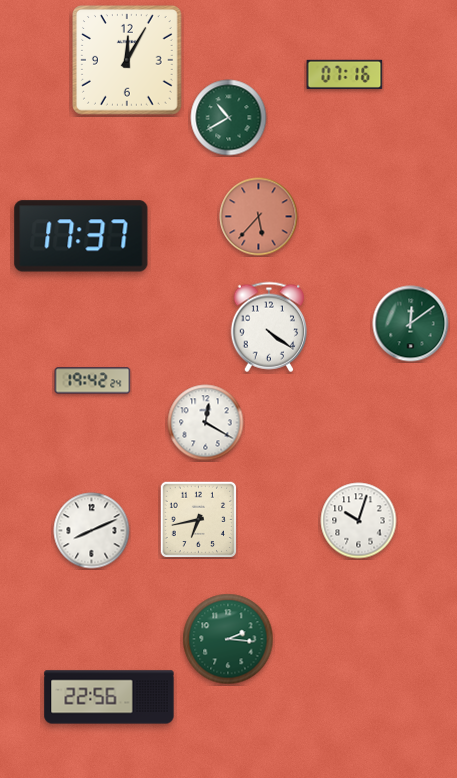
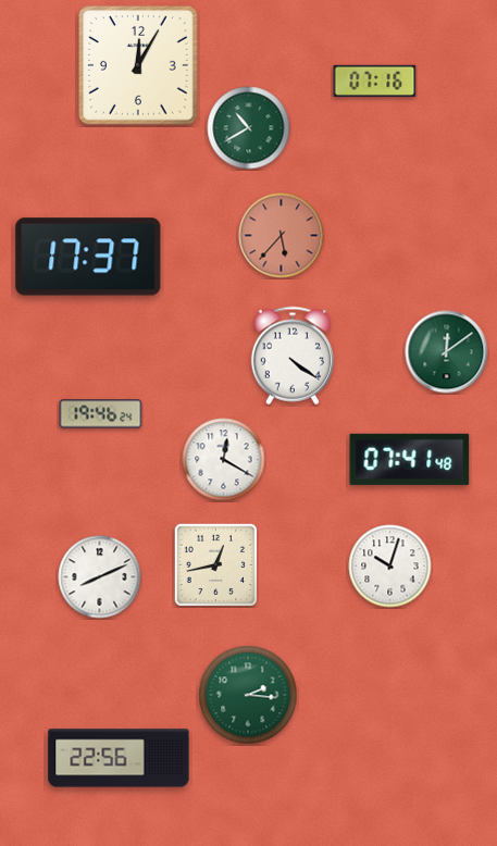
clock at (93, 381): 19:42 -> 19:46
clock at (410, 459): none -> 07:41
clock at (198, 519): 6:43 -> 12:43
